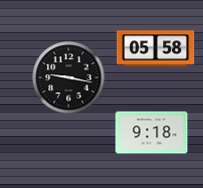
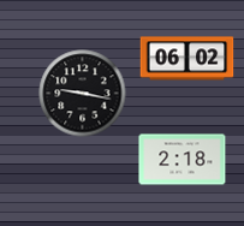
clock at (156, 49): 05:58 -> 06:02
clock at (152, 133): 9:18 -> 2:18
